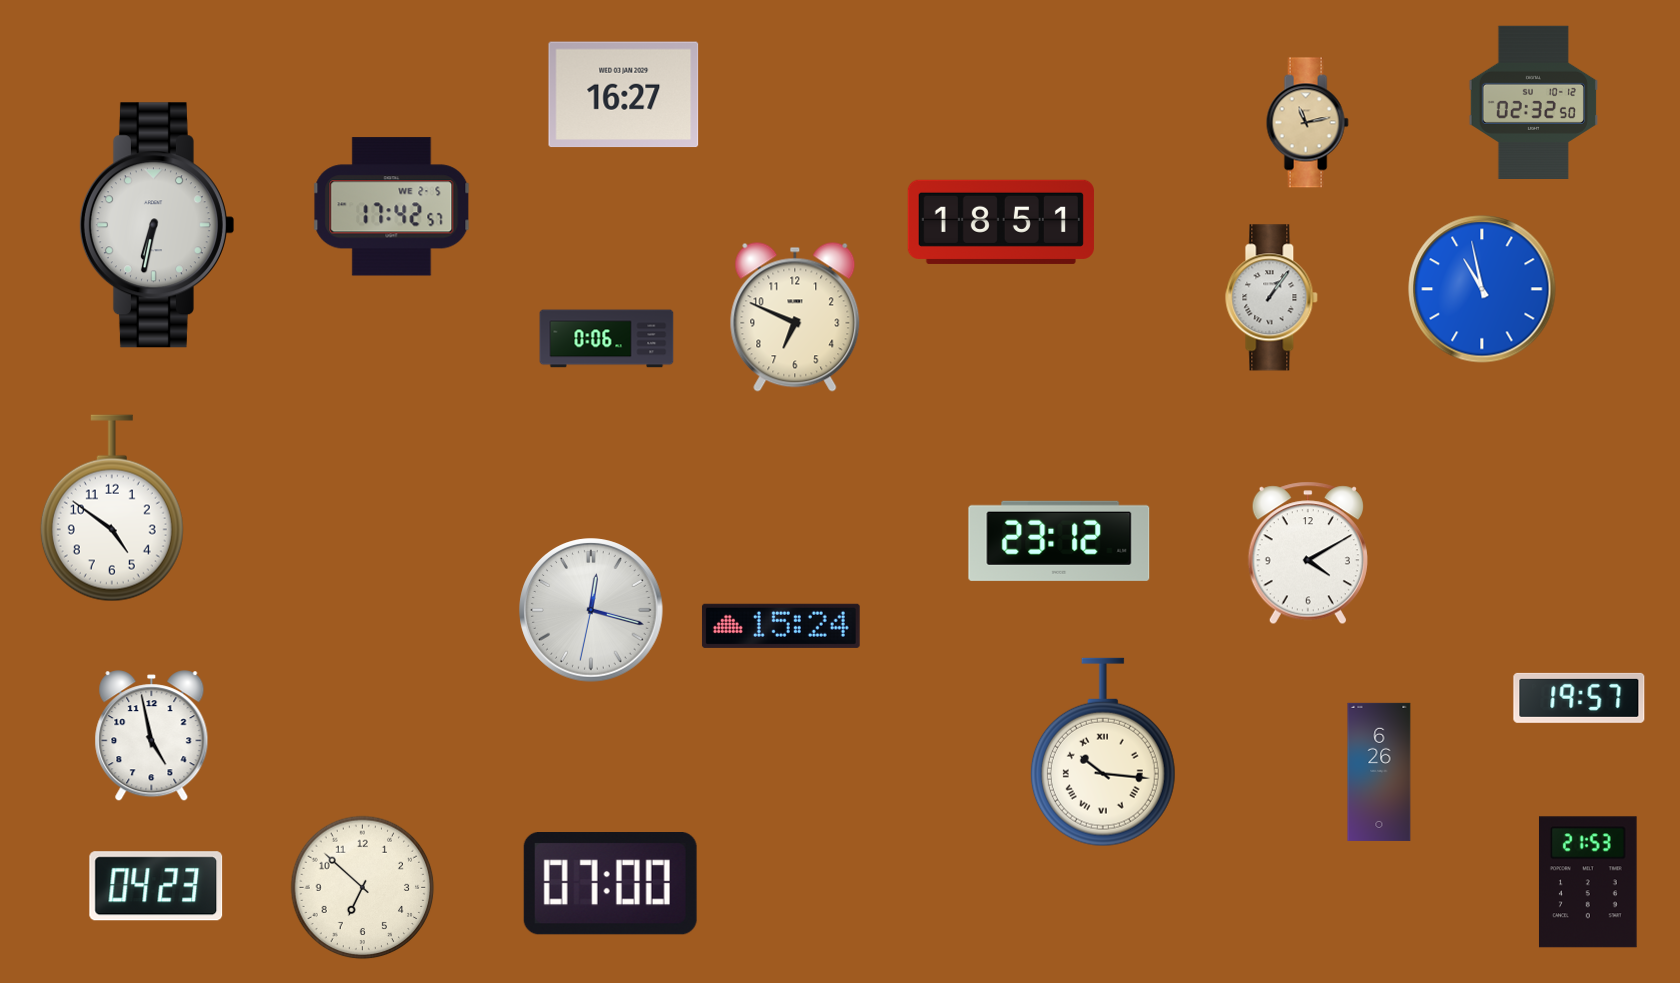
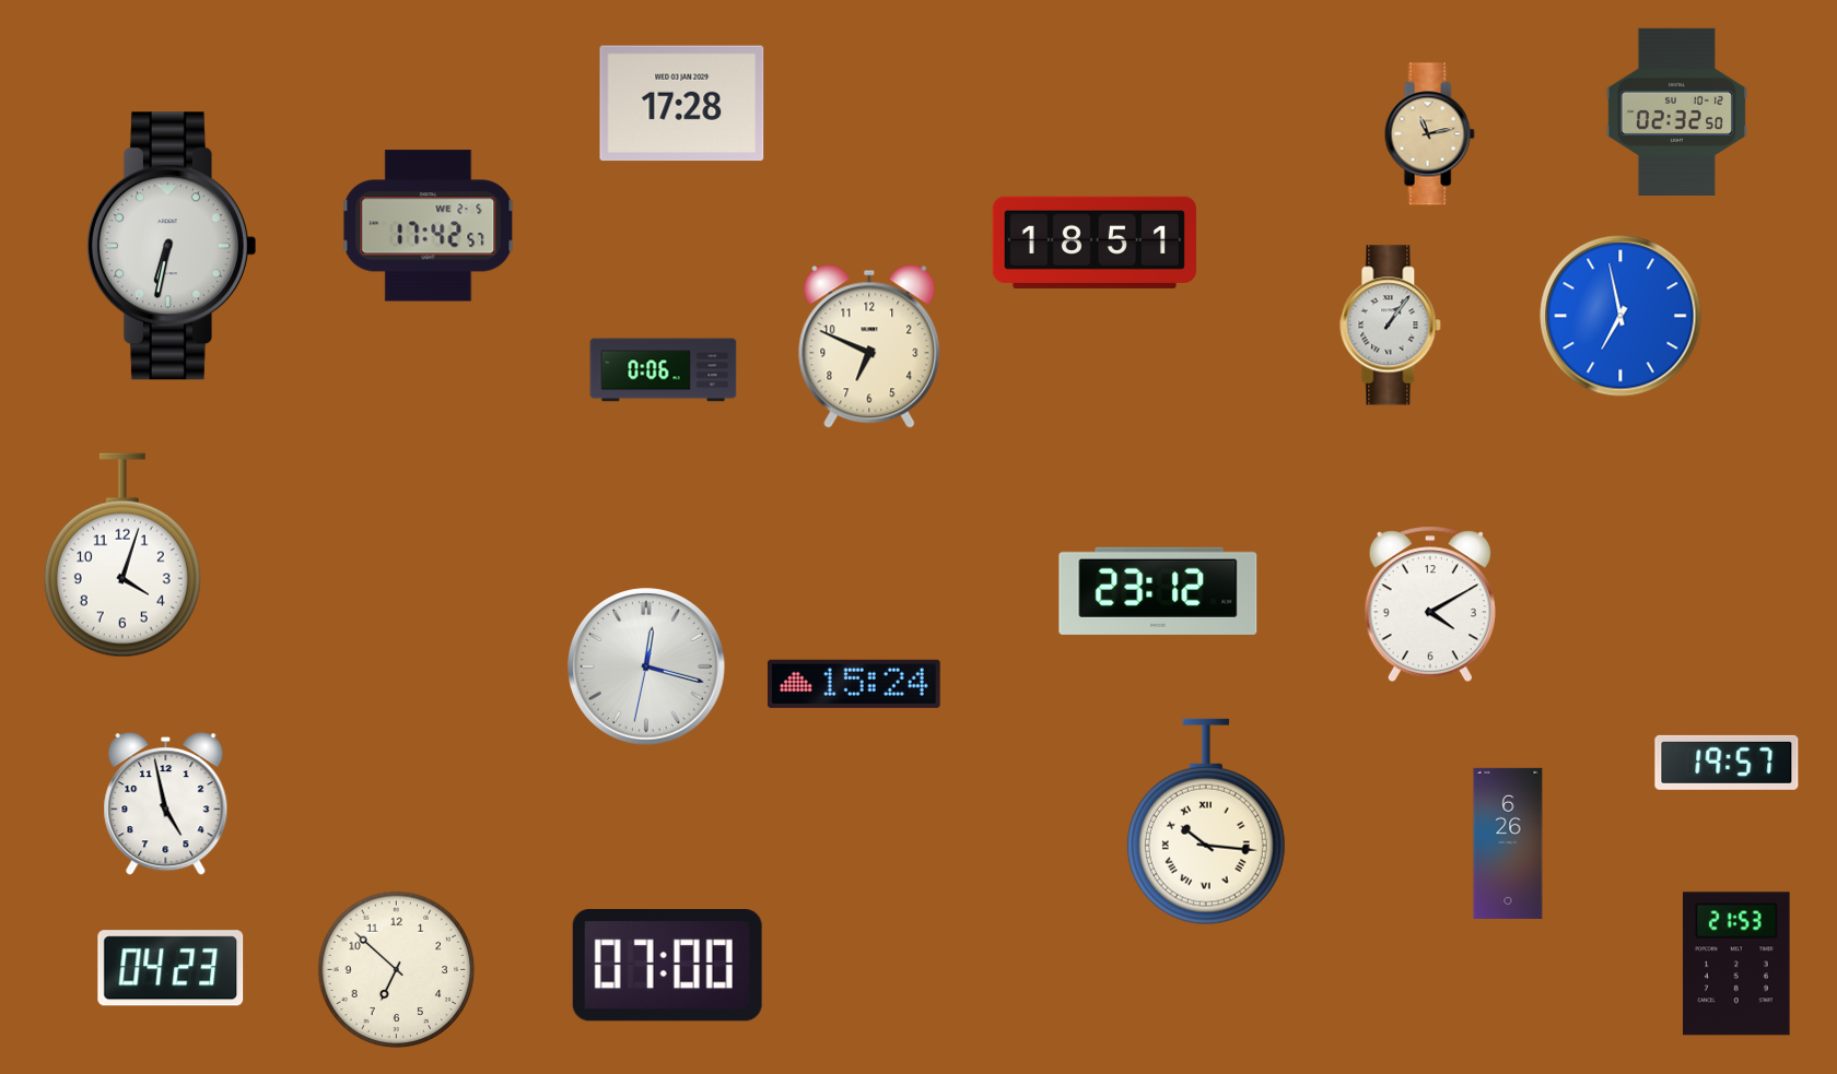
clock at (624, 95): 16:27 -> 17:28
clock at (1482, 289): 10:58 -> 6:58
clock at (112, 508): 4:51 -> 4:03
